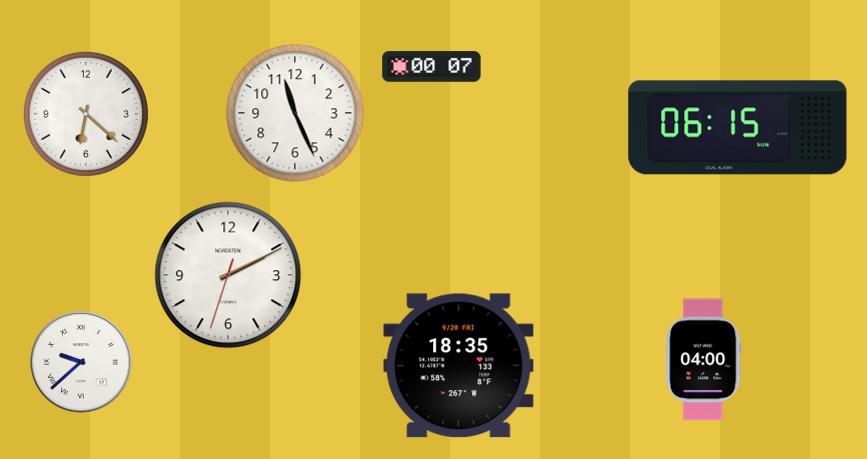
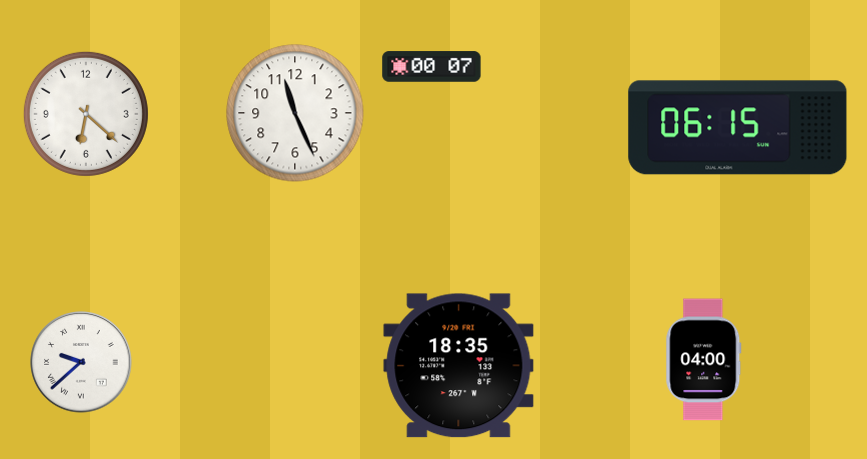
clock at (228, 275): 2:10 -> none
